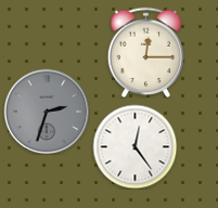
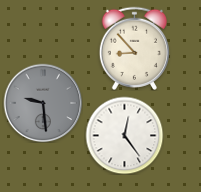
clock at (145, 52): 12:15 -> 8:53
clock at (47, 112): 2:33 -> 9:29
